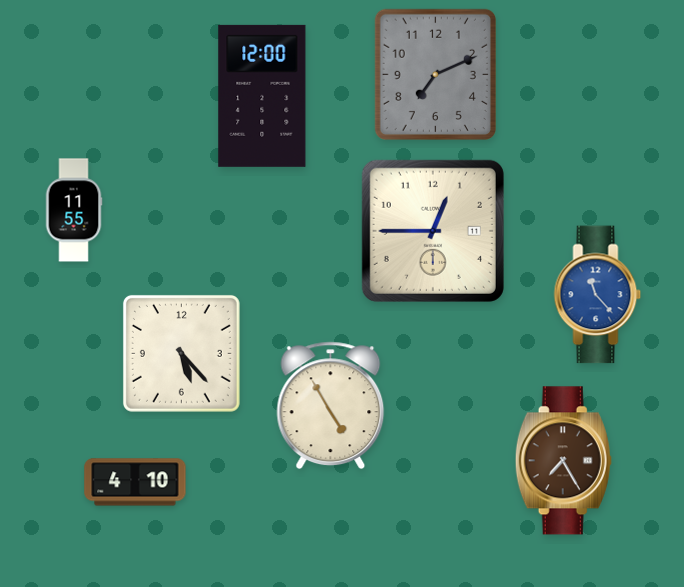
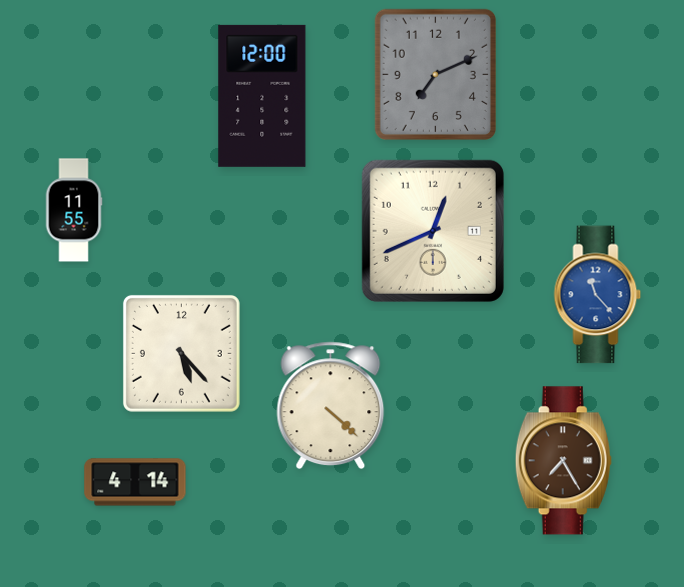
clock at (433, 231): 12:45 -> 12:41
clock at (331, 406): 4:55 -> 4:22
clock at (135, 482): 4:10 -> 4:14
